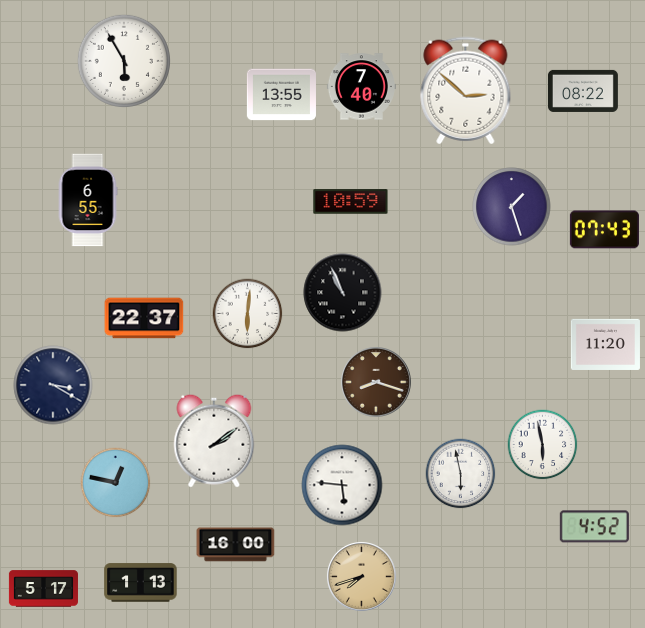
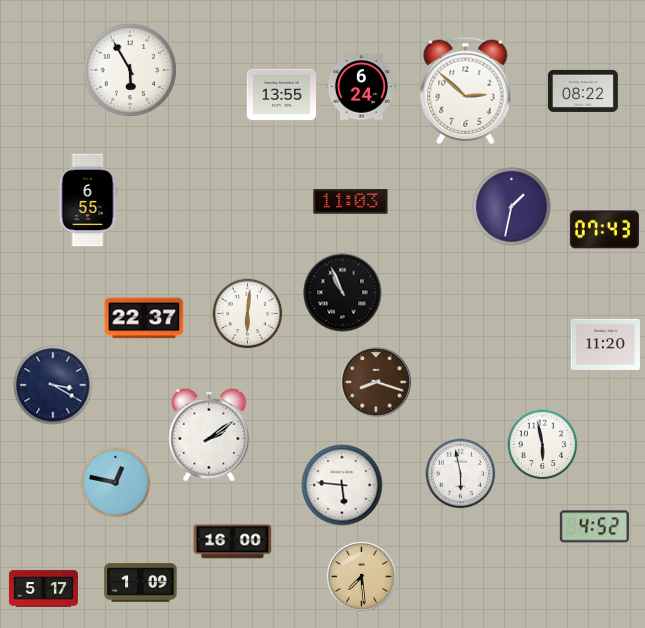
clock at (124, 61) position: (124, 61) -> (130, 70)
clock at (361, 87): 7:40 -> 6:24
clock at (351, 202): 10:59 -> 11:03
clock at (512, 207): 1:27 -> 1:32
clock at (214, 441) position: (214, 441) -> (209, 435)
clock at (236, 545) position: (236, 545) -> (233, 542)
clock at (361, 576): 7:42 -> 7:29
clock at (141, 583): 1:13 -> 1:09
